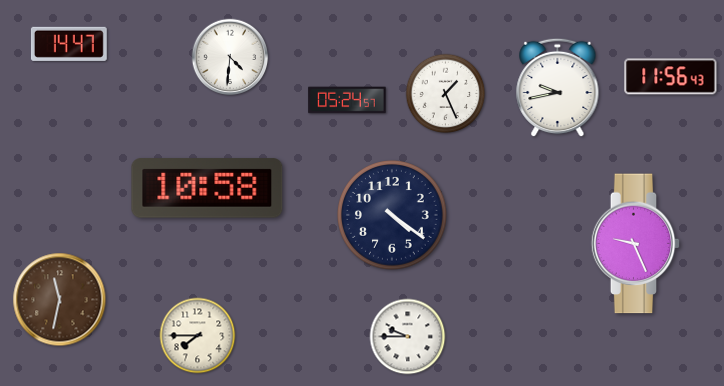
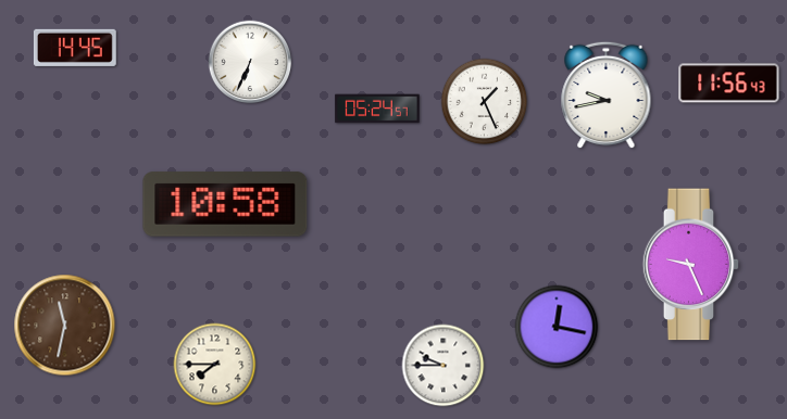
clock at (69, 44): 14:47 -> 14:45
clock at (230, 57): 4:31 -> 6:34
clock at (393, 216): 4:21 -> none
clock at (557, 327): none -> 12:17
